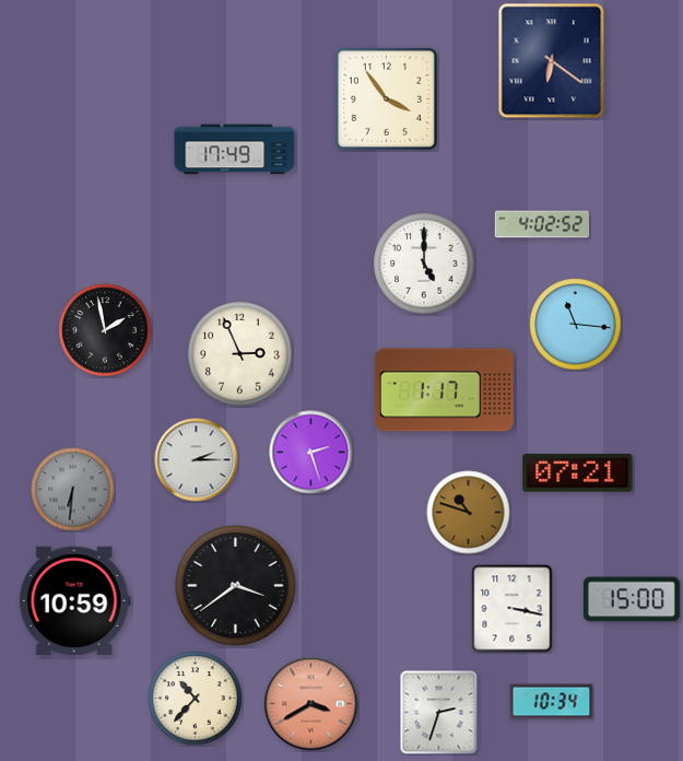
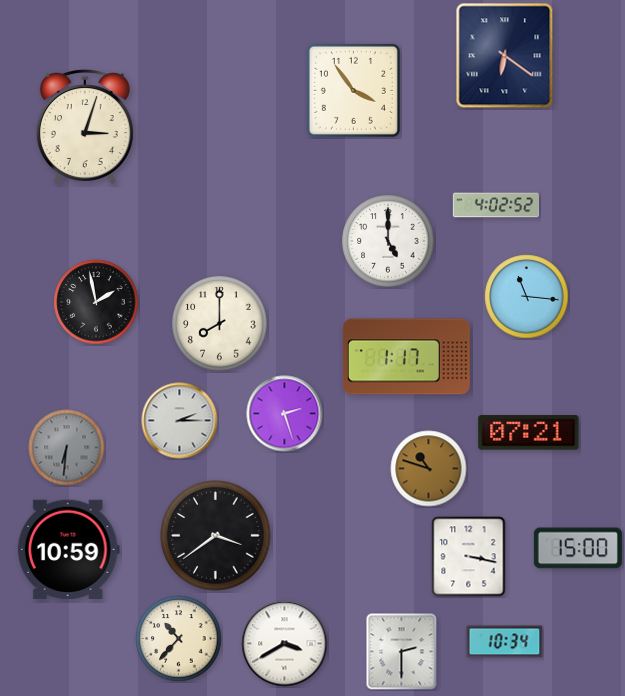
clock at (85, 127): none -> 3:03
clock at (235, 150): 17:49 -> none
clock at (240, 354): 2:56 -> 8:00
clock at (311, 704) dial: salmon -> white
clock at (439, 713): 2:33 -> 2:30
